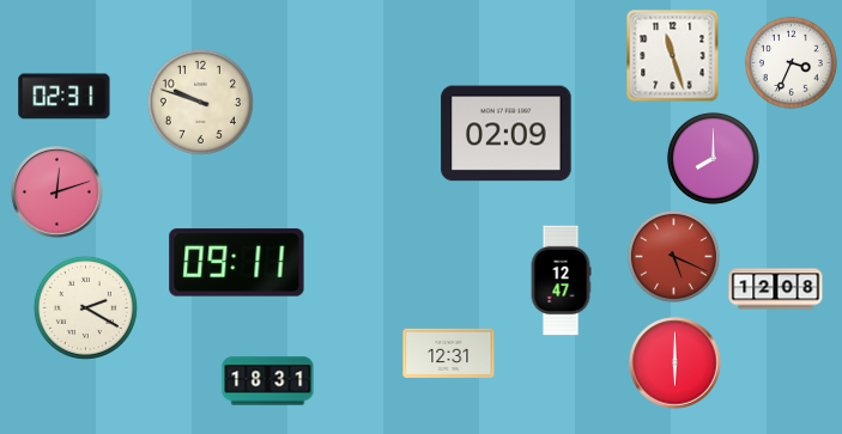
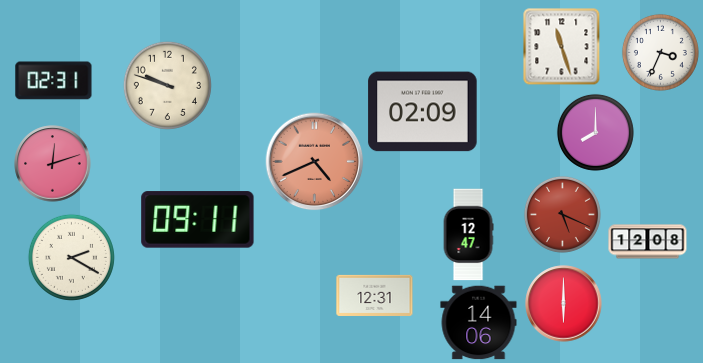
clock at (57, 192) position: (57, 192) -> (53, 164)
clock at (315, 162): none -> 4:41
clock at (268, 381): 18:31 -> none
clock at (479, 323): none -> 14:06
